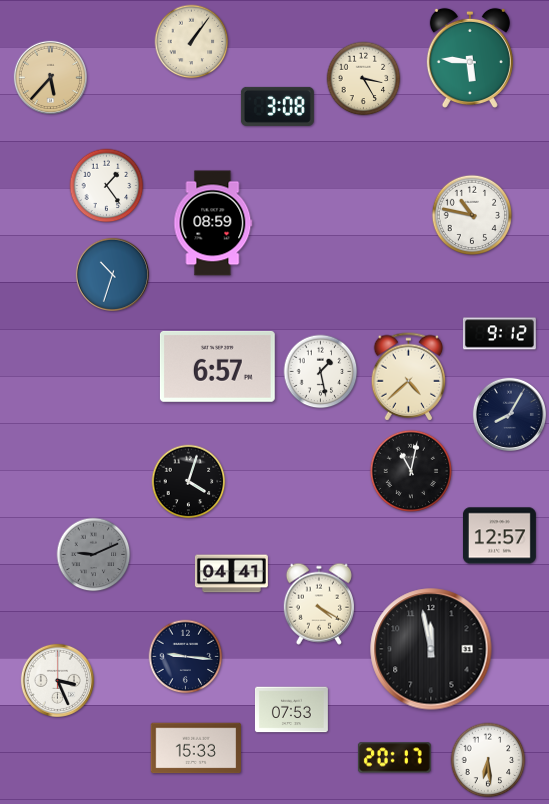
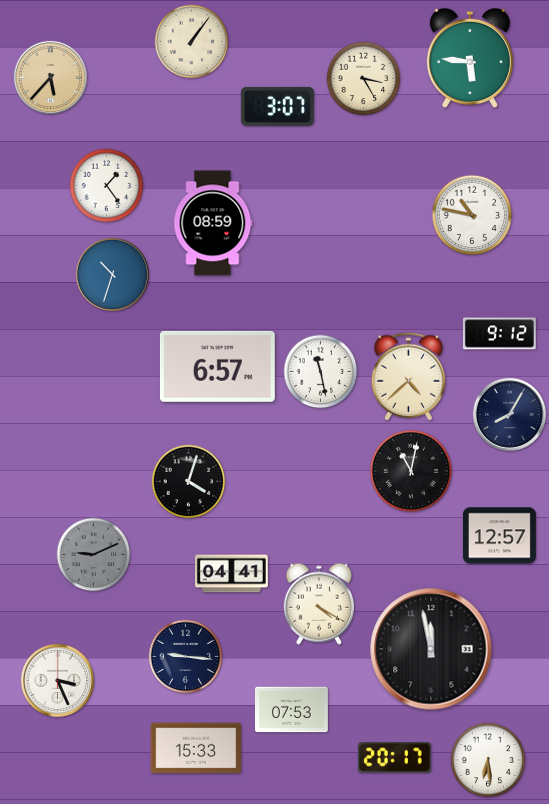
clock at (277, 106): 3:08 -> 3:07
clock at (321, 372): 1:28 -> 11:28
